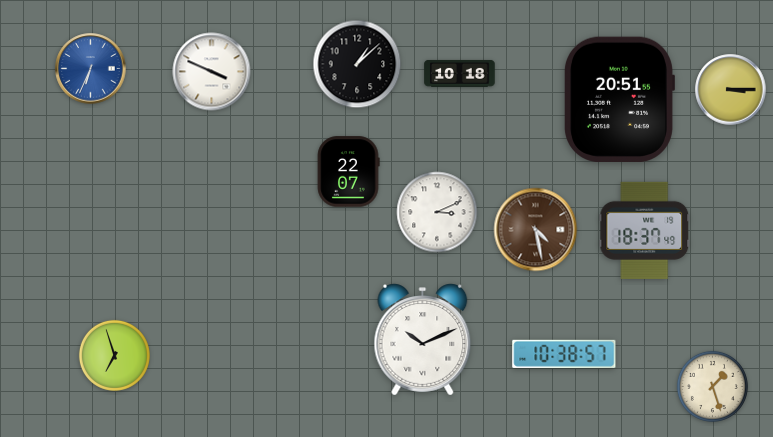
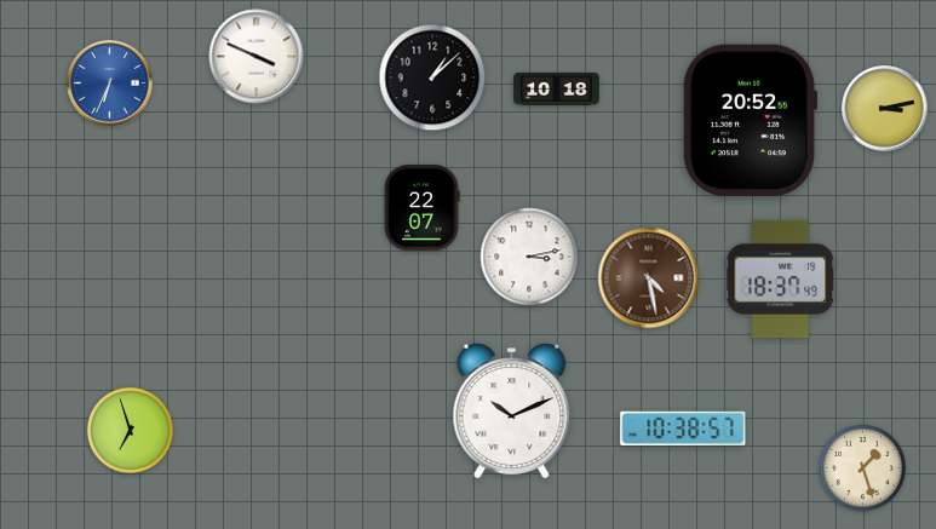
clock at (212, 72) position: (212, 72) -> (257, 57)
clock at (731, 90): 3:15 -> 3:13
clock at (619, 99): 20:51 -> 20:52
clock at (437, 212): 3:11 -> 3:13
clock at (114, 355) position: (114, 355) -> (130, 430)
